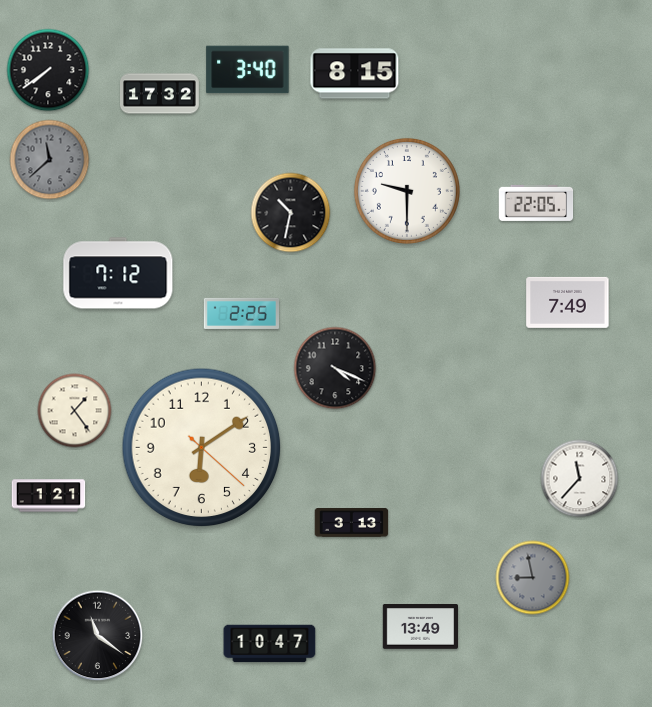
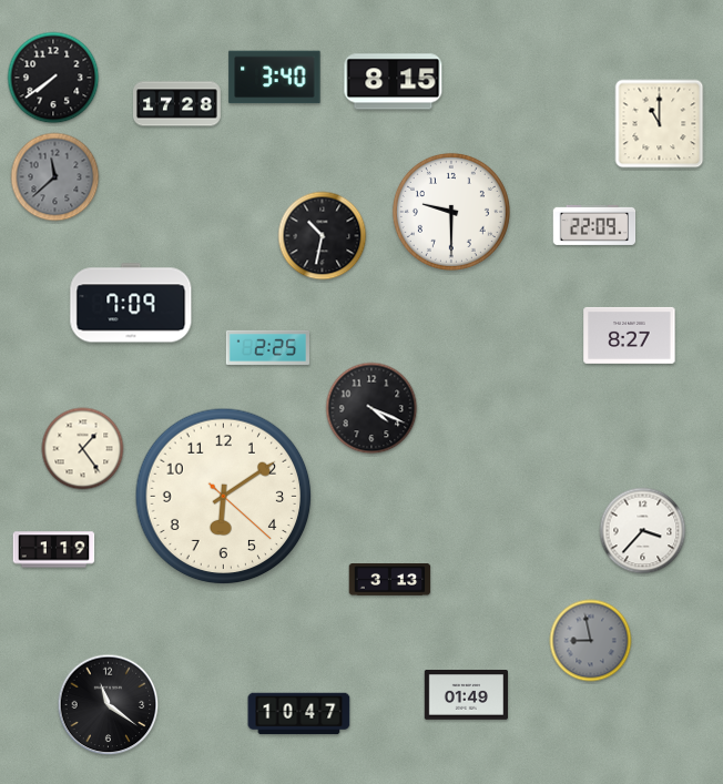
clock at (160, 94): 17:32 -> 17:28
clock at (660, 124): none -> 11:00
clock at (536, 203): 22:05 -> 22:09
clock at (118, 273): 7:12 -> 7:09
clock at (568, 302): 7:49 -> 8:27
clock at (75, 411) position: (75, 411) -> (83, 449)
clock at (580, 479): 11:37 -> 3:37
clock at (49, 496): 1:21 -> 1:19
clock at (420, 627): 13:49 -> 01:49
